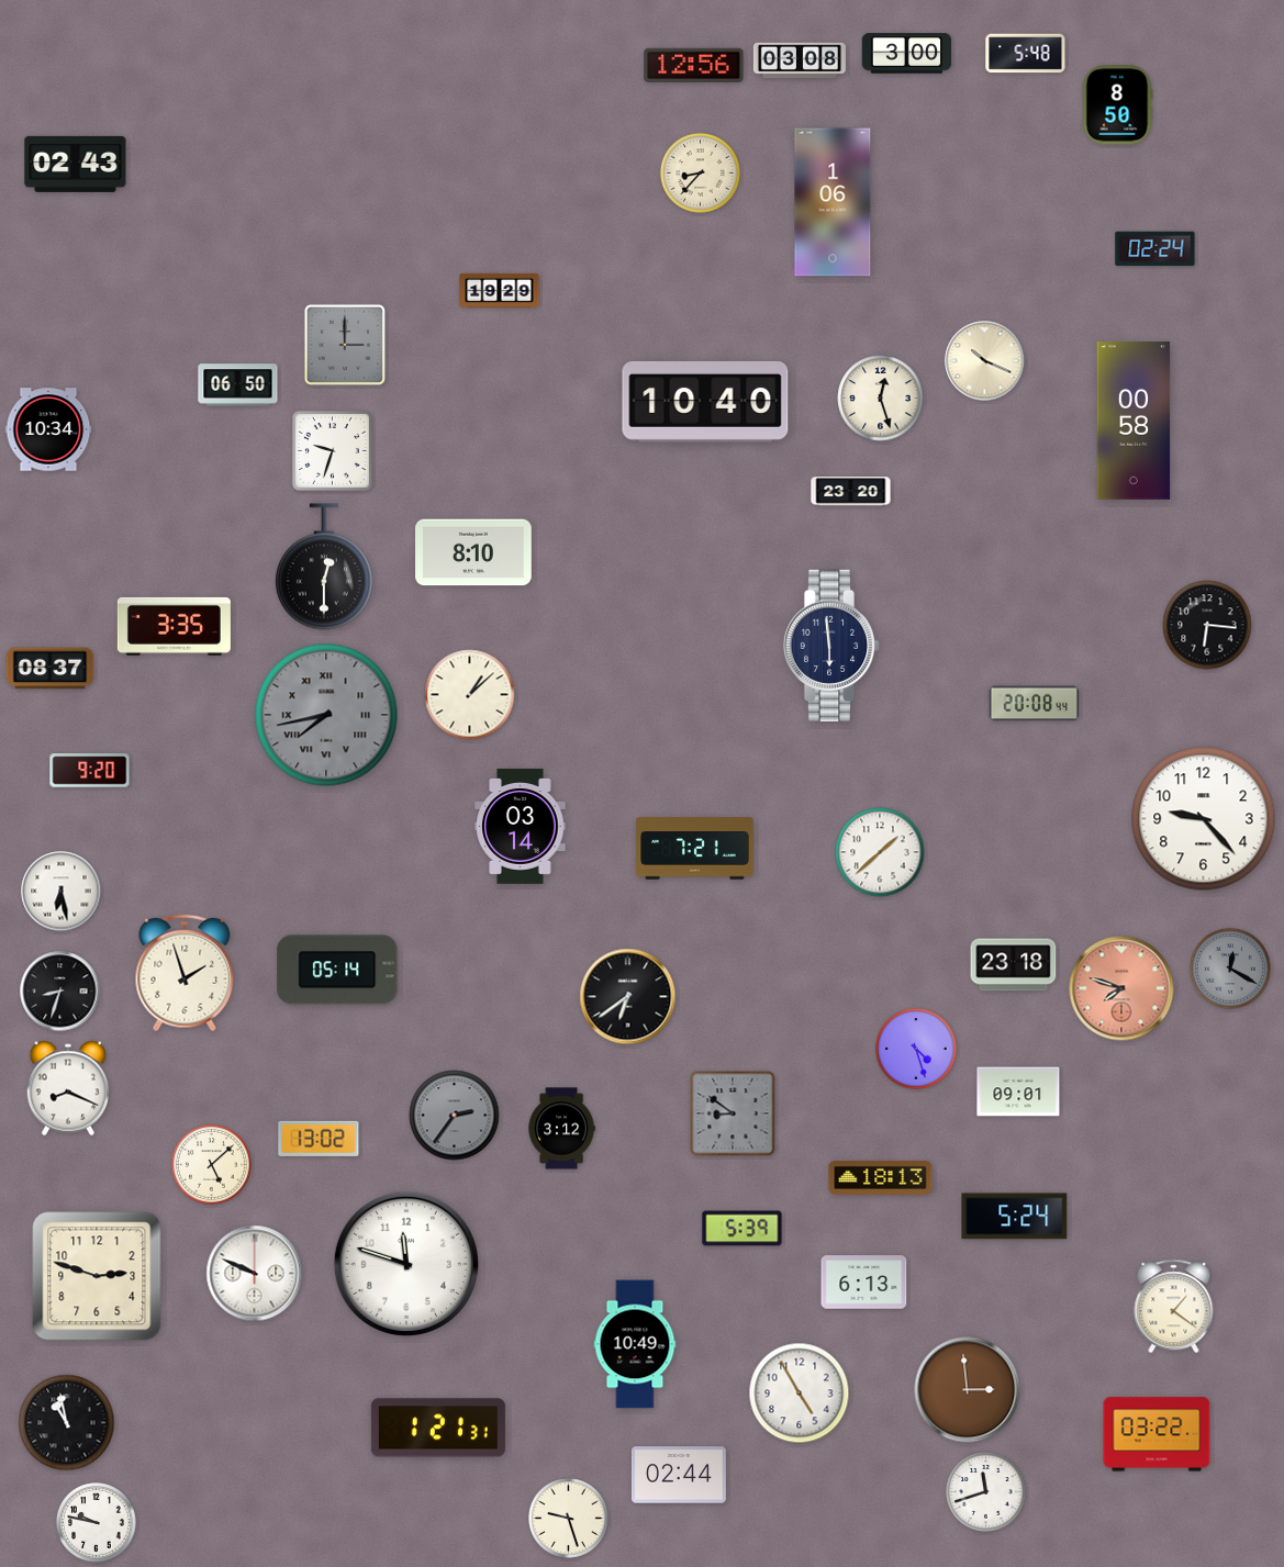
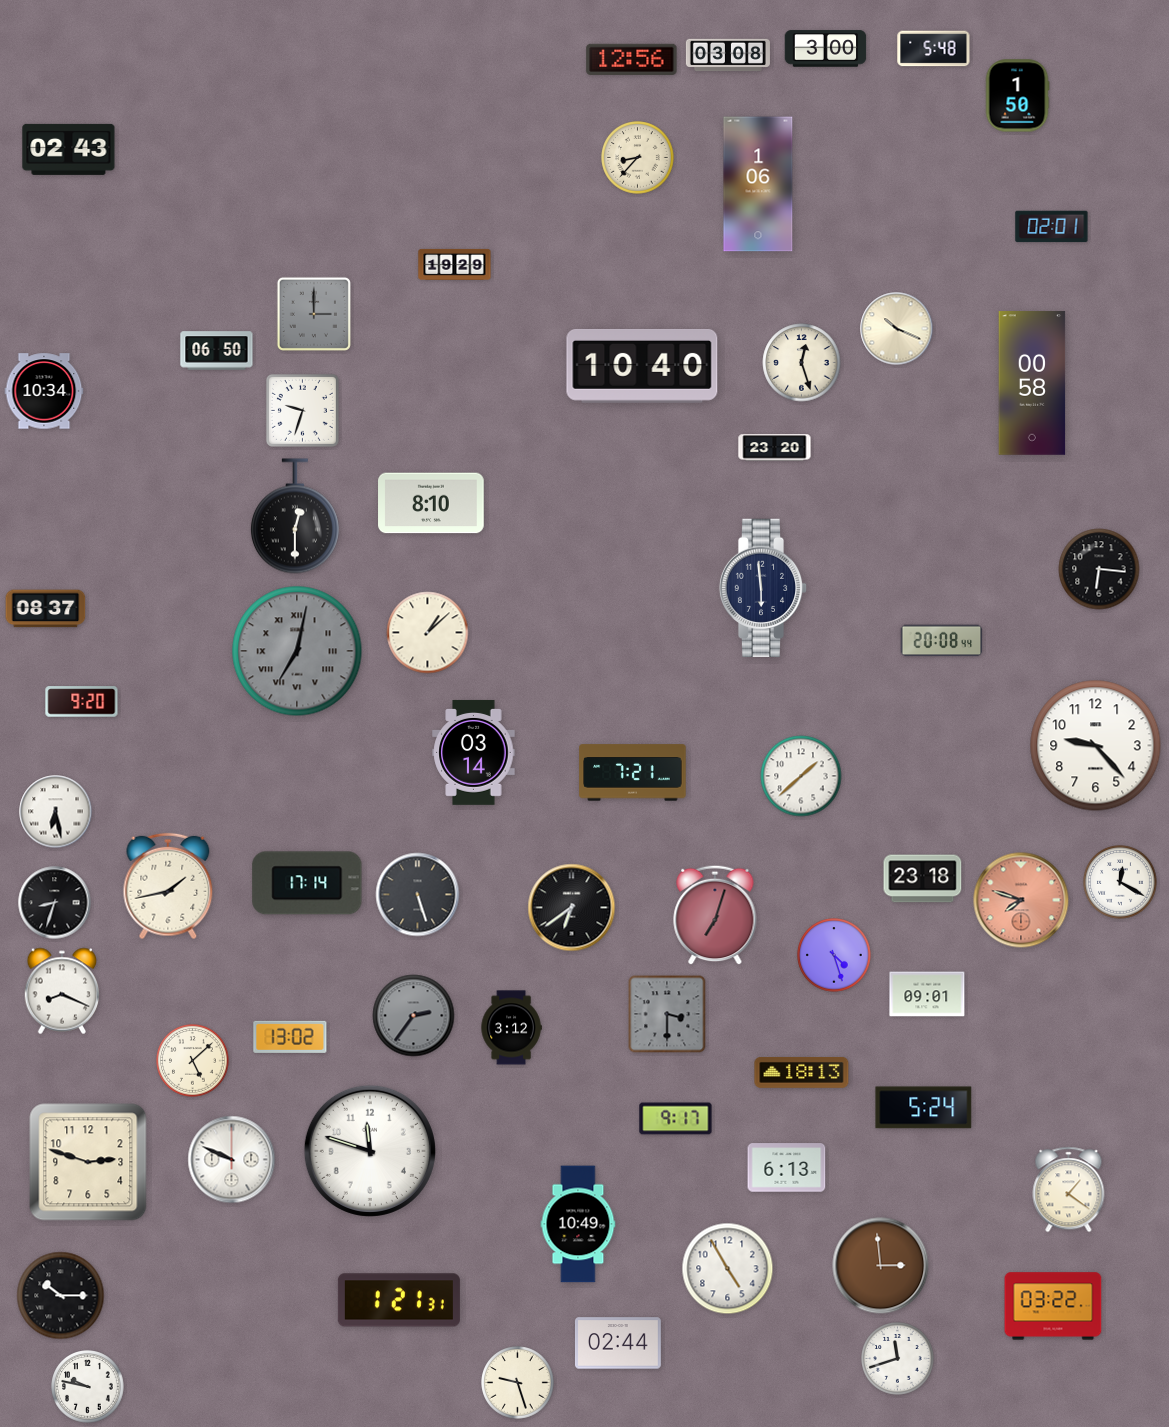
clock at (1117, 105): 8:50 -> 1:50
clock at (1155, 249): 02:24 -> 02:01
clock at (174, 626): 3:35 -> none
clock at (831, 645) position: (831, 645) -> (763, 587)
clock at (326, 715): 7:43 -> 7:02
clock at (1230, 969) dial: grey -> white
clock at (337, 970): 05:14 -> 17:14
clock at (185, 973): 1:57 -> 1:43
clock at (418, 895): none -> 5:27
clock at (715, 915): none -> 7:03
clock at (733, 1113): 8:51 -> 3:30
clock at (743, 1229): 5:39 -> 9:17
clock at (67, 1423): 10:58 -> 10:15
